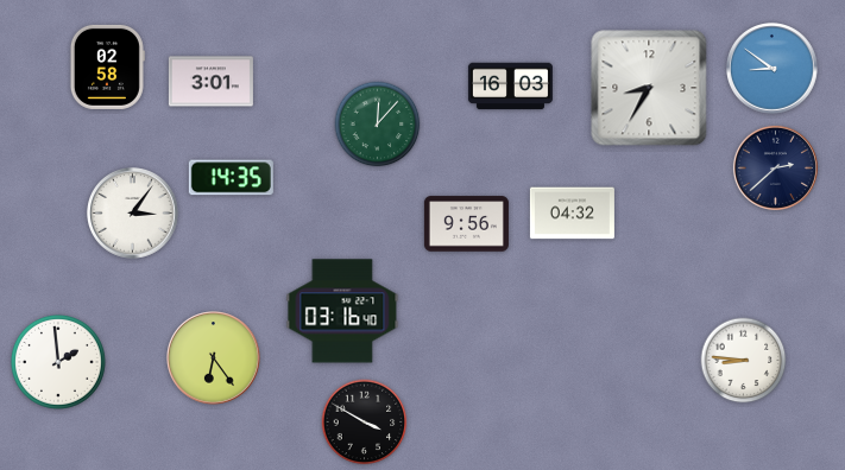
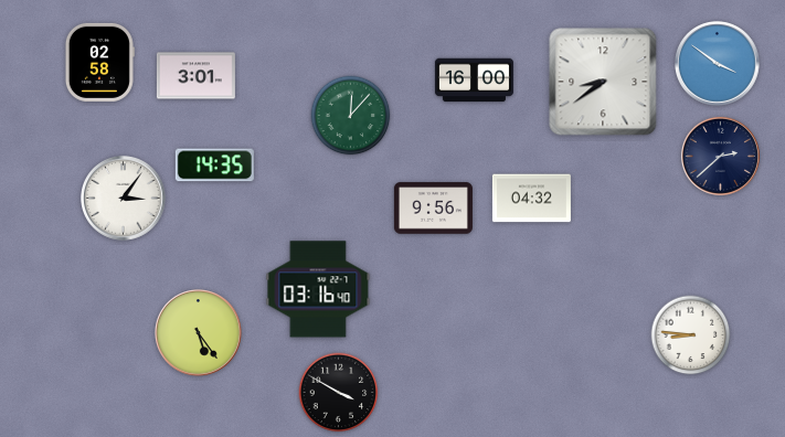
clock at (773, 69): 8:51 -> 3:51
clock at (510, 87): 16:03 -> 16:00
clock at (649, 88): 8:35 -> 8:39
clock at (214, 358): 6:24 -> 5:24
clock at (58, 362): 1:59 -> none
